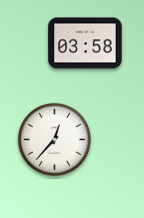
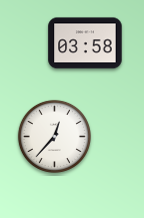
clock at (54, 139) position: (54, 139) -> (54, 136)
